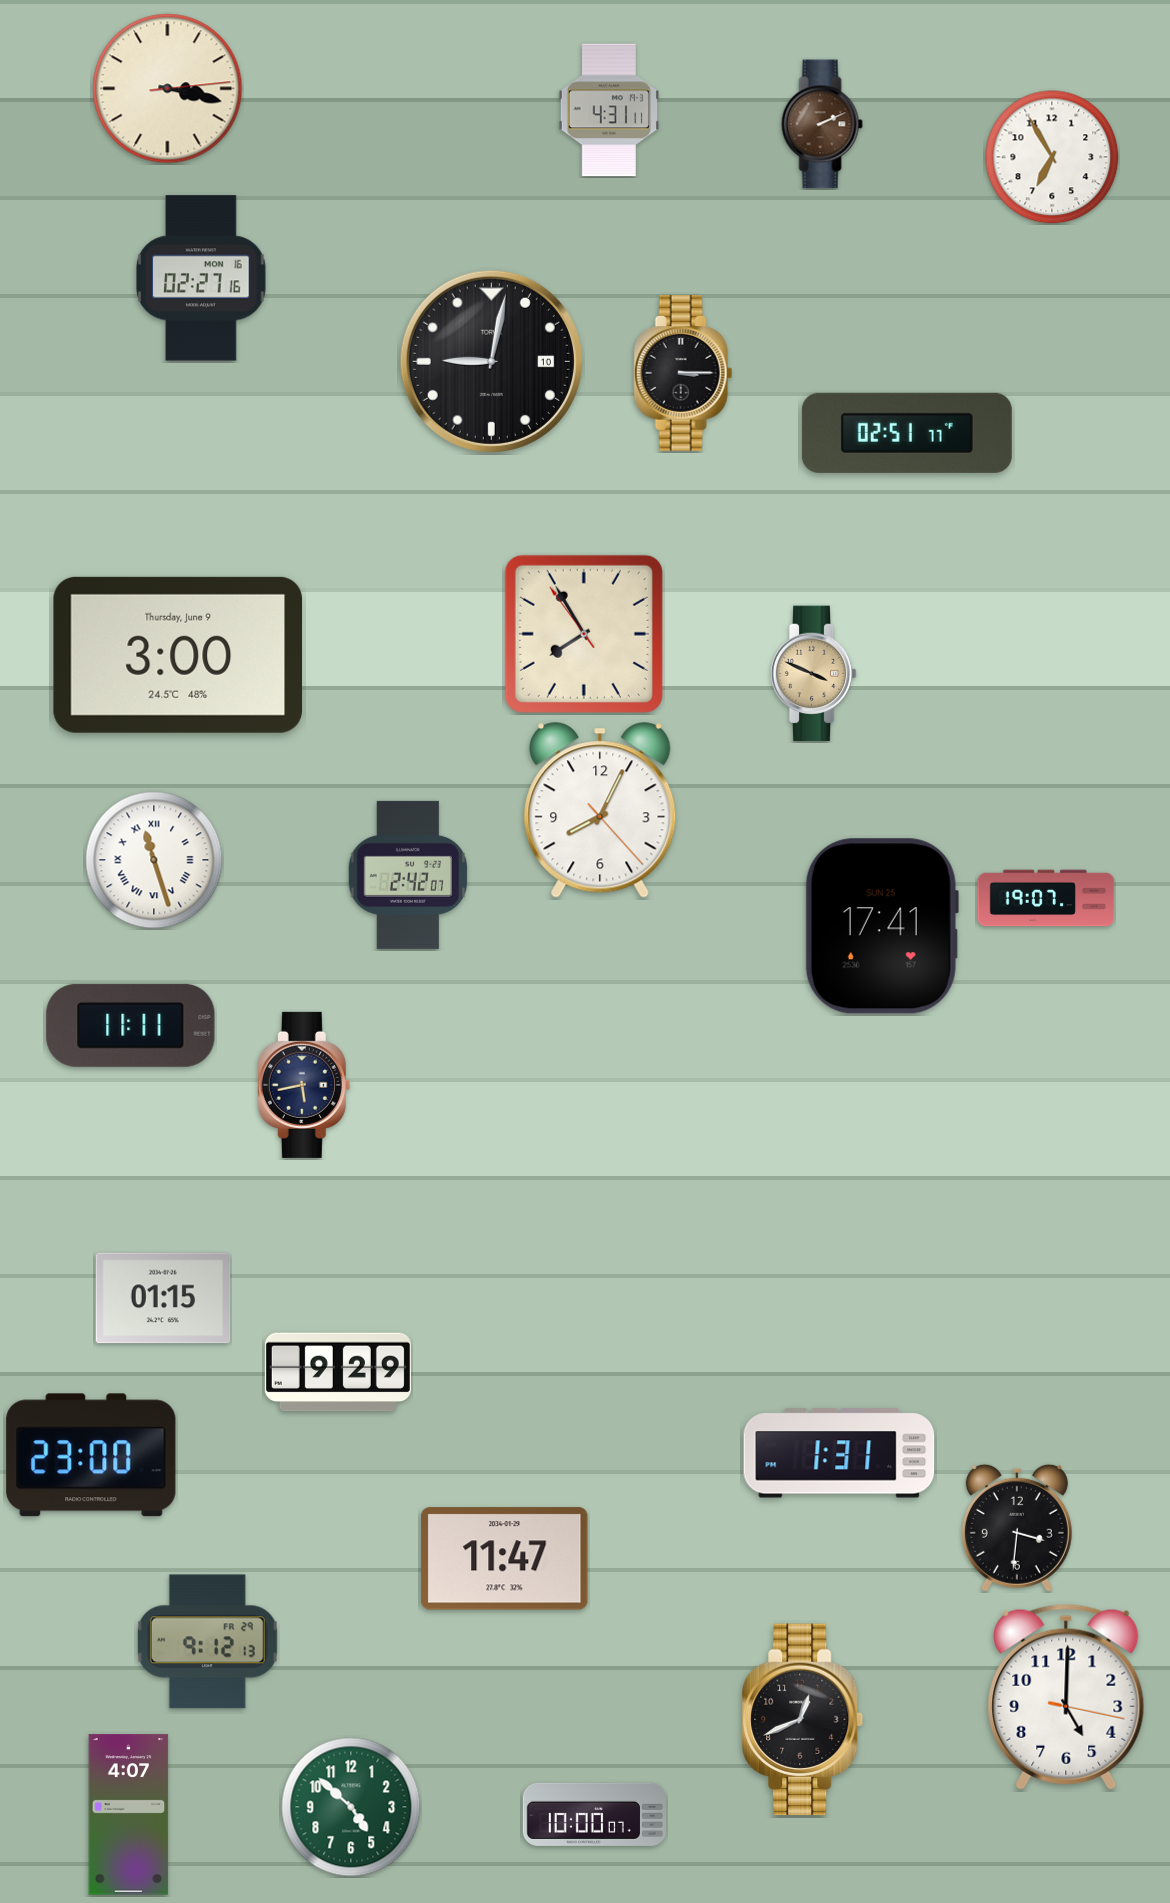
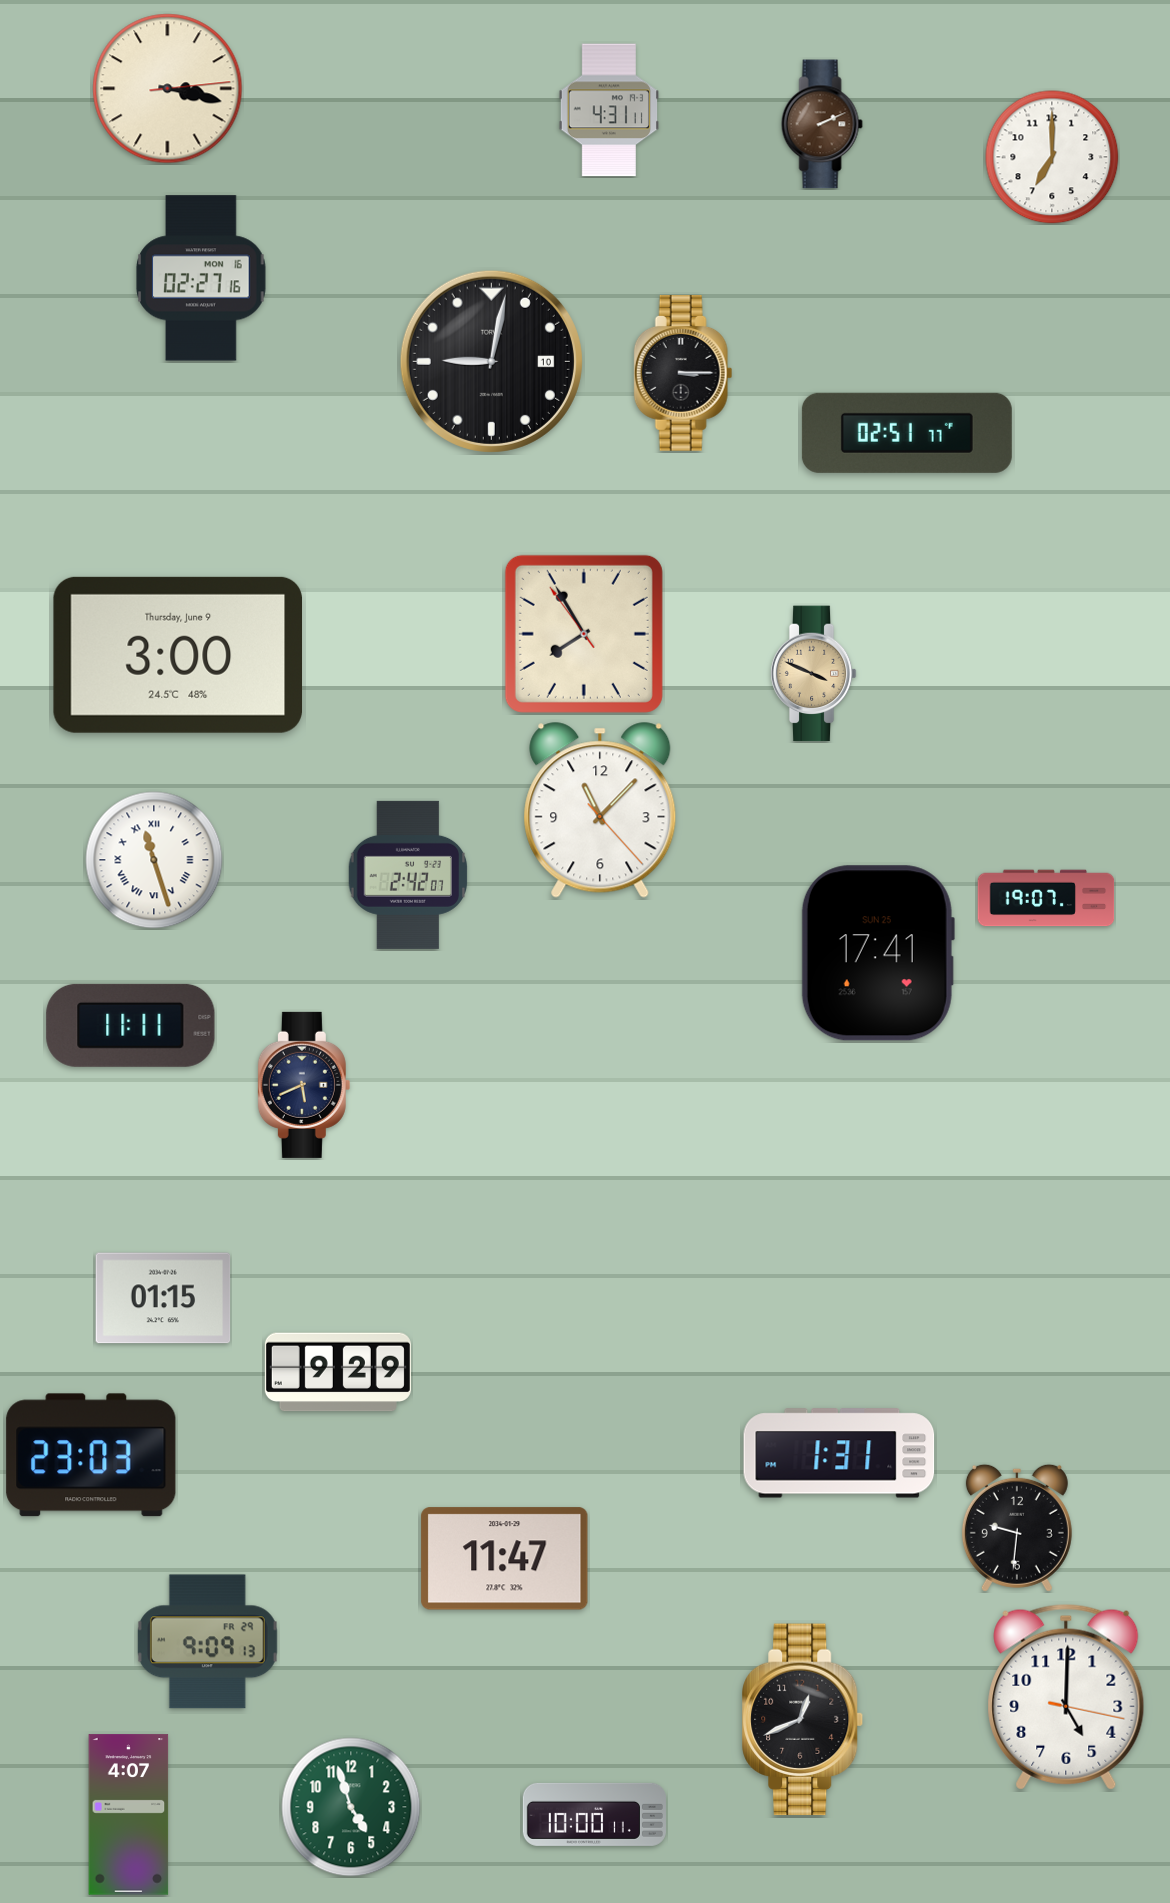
clock at (1052, 157): 6:55 -> 7:00
clock at (600, 810): 8:04 -> 11:07
clock at (882, 926) position: (882, 926) -> (878, 953)
clock at (304, 1085): 5:43 -> 5:41
clock at (91, 1455): 23:00 -> 23:03
clock at (1017, 1528): 3:31 -> 9:31
clock at (207, 1642): 9:12 -> 9:09
clock at (351, 1807): 4:52 -> 4:57
clock at (594, 1814): 10:00:07 -> 10:00:11
